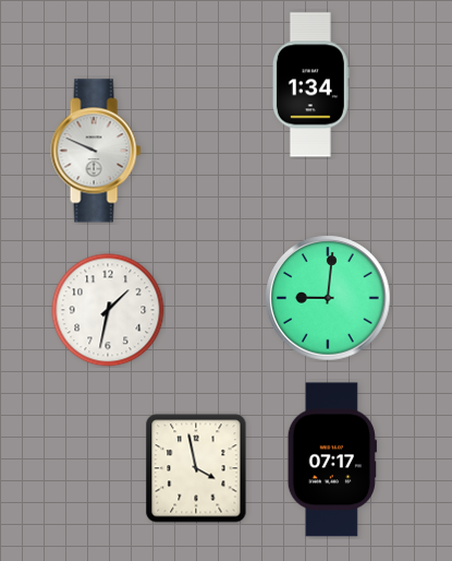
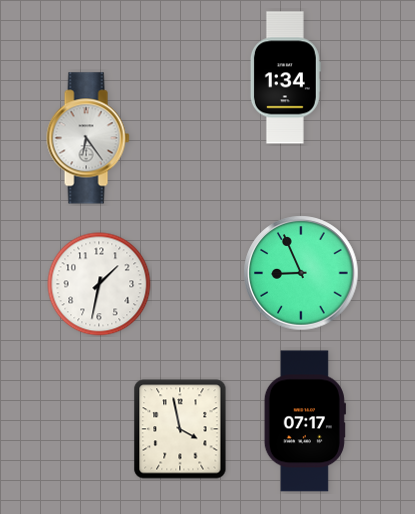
clock at (96, 151): 9:49 -> 6:24
clock at (328, 298): 9:01 -> 8:56
